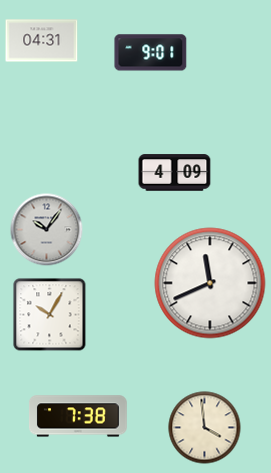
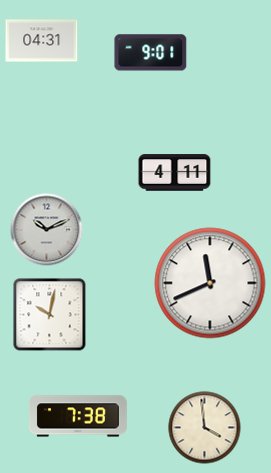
clock at (175, 173): 4:09 -> 4:11
clock at (47, 230): 10:06 -> 10:11
clock at (50, 315): 10:05 -> 10:02
